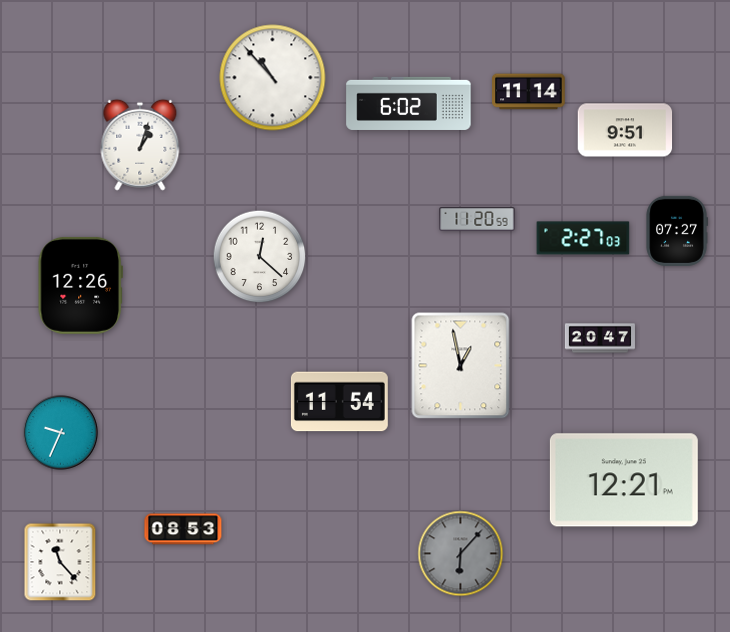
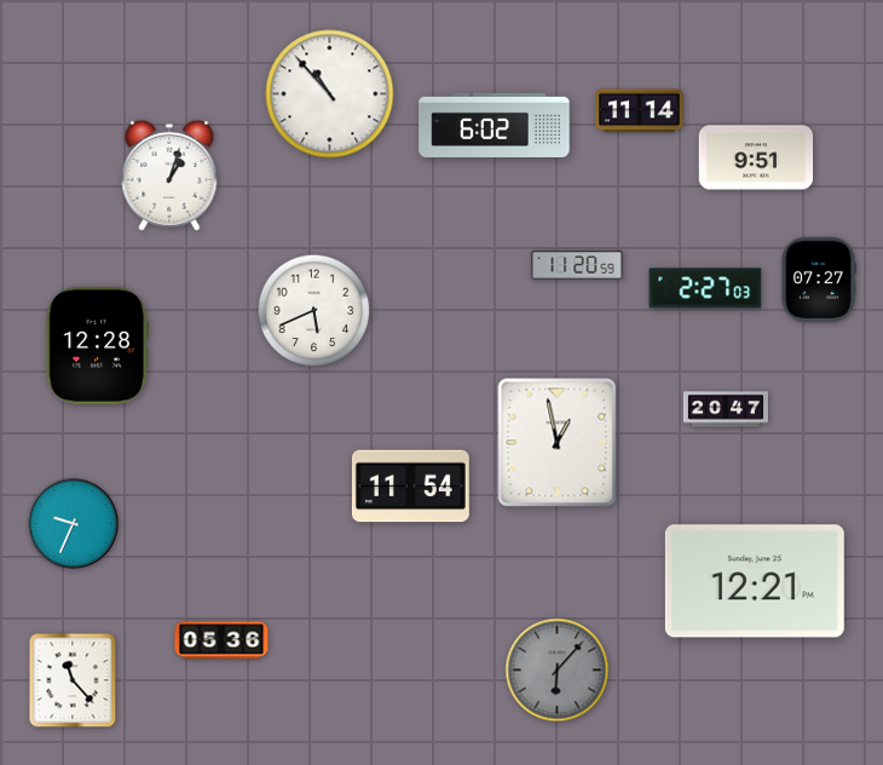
clock at (260, 257): 12:22 -> 5:41
clock at (80, 285): 12:26 -> 12:28
clock at (183, 529): 08:53 -> 05:36
